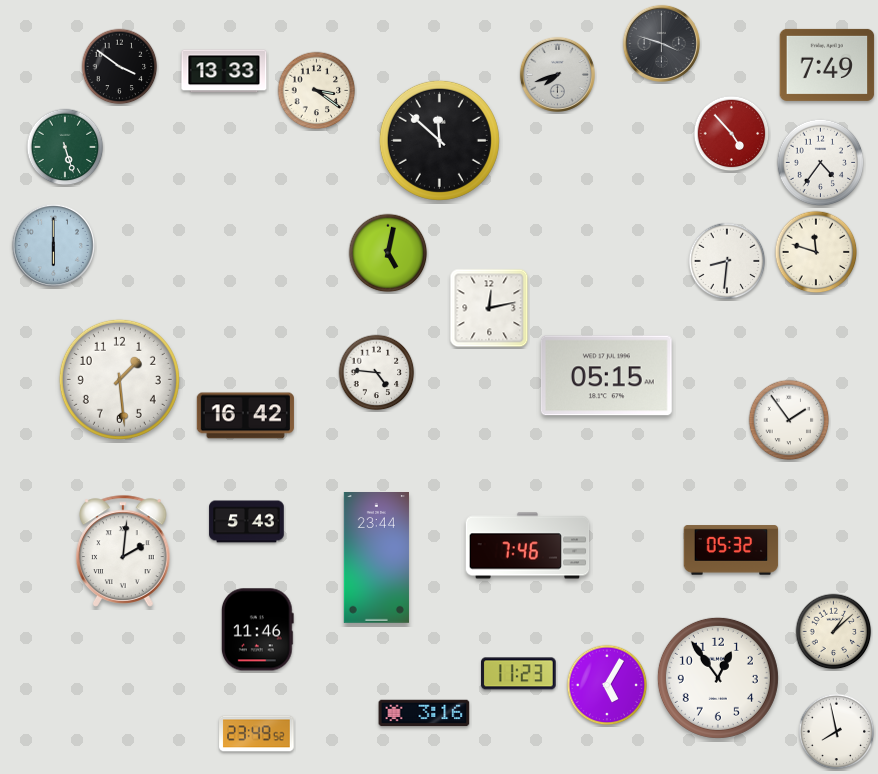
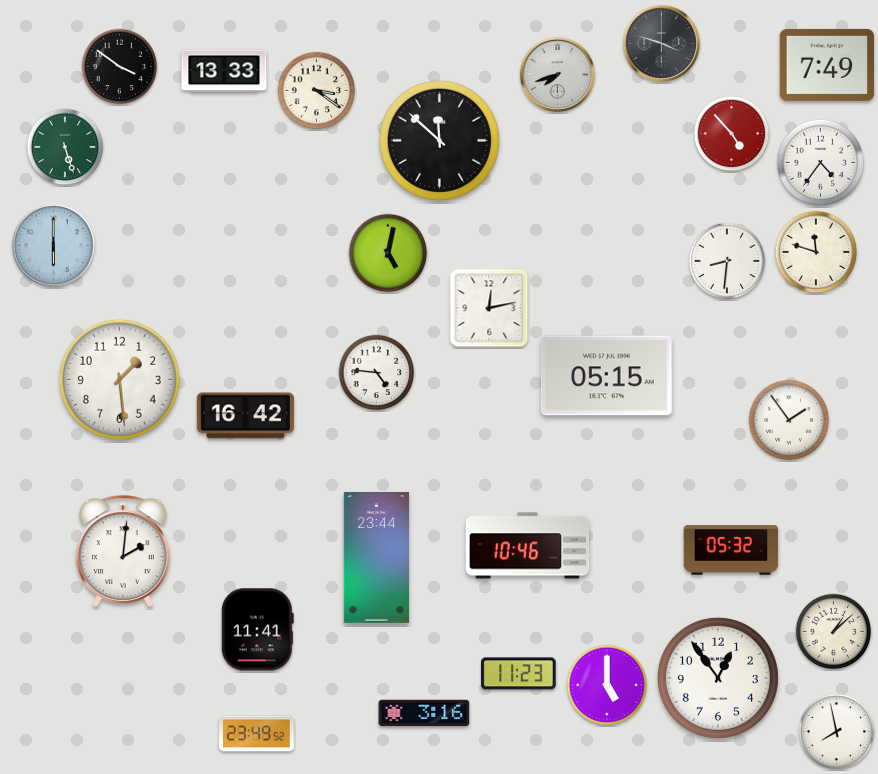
clock at (247, 522): 5:43 -> none
clock at (528, 546): 7:46 -> 10:46
clock at (257, 630): 11:46 -> 11:41
clock at (607, 685): 5:05 -> 5:00
